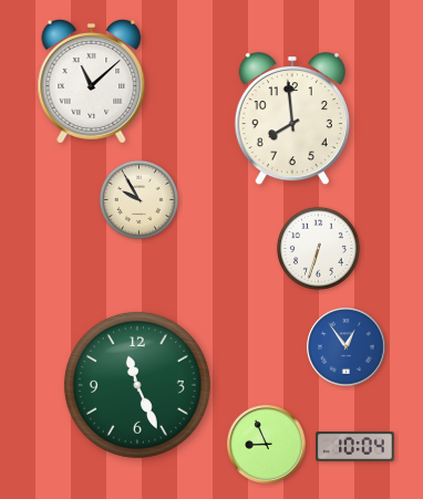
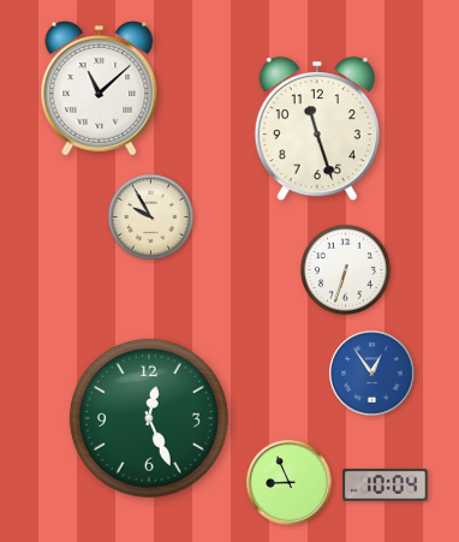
clock at (292, 119): 7:59 -> 11:27
clock at (347, 347) position: (347, 347) -> (372, 374)
clock at (137, 385): 11:26 -> 12:26
